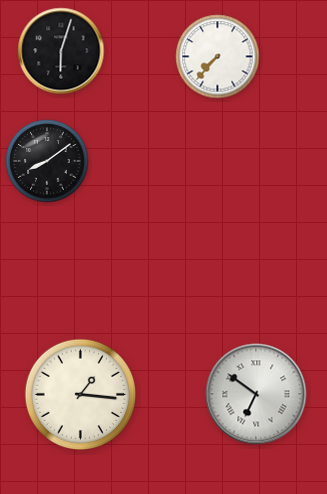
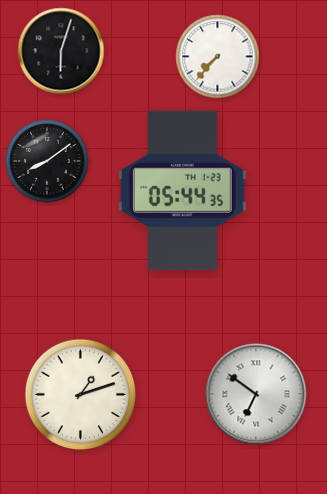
clock at (182, 190): none -> 05:44
clock at (81, 395): 1:16 -> 1:12
